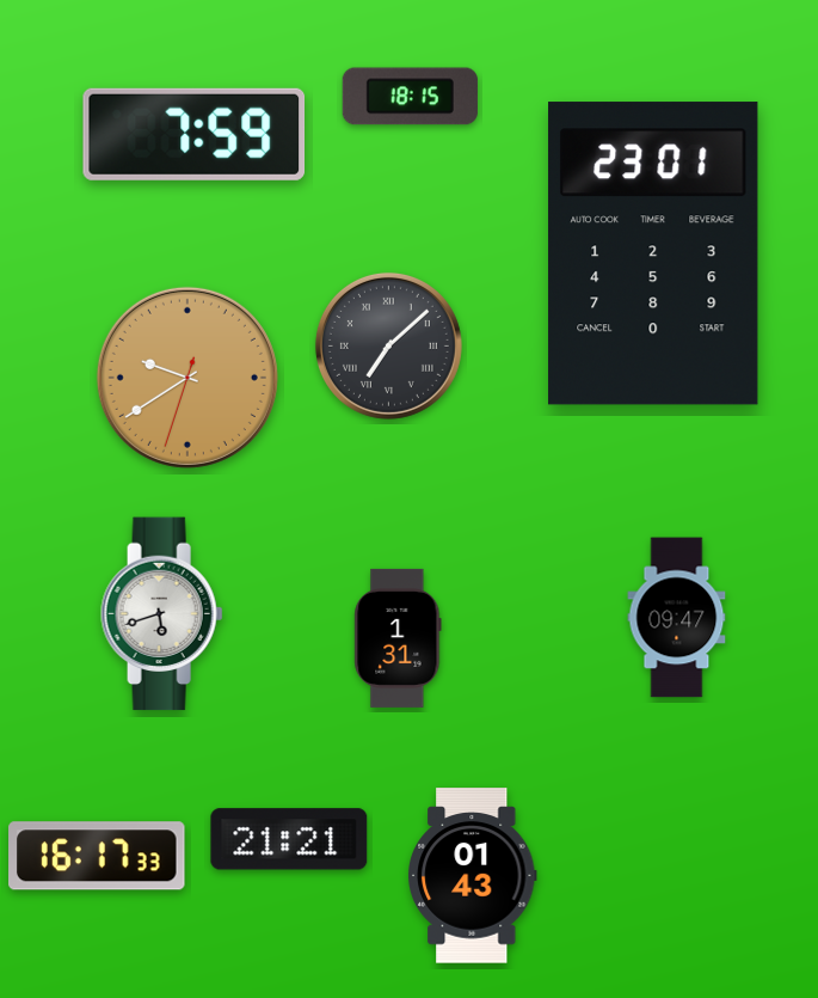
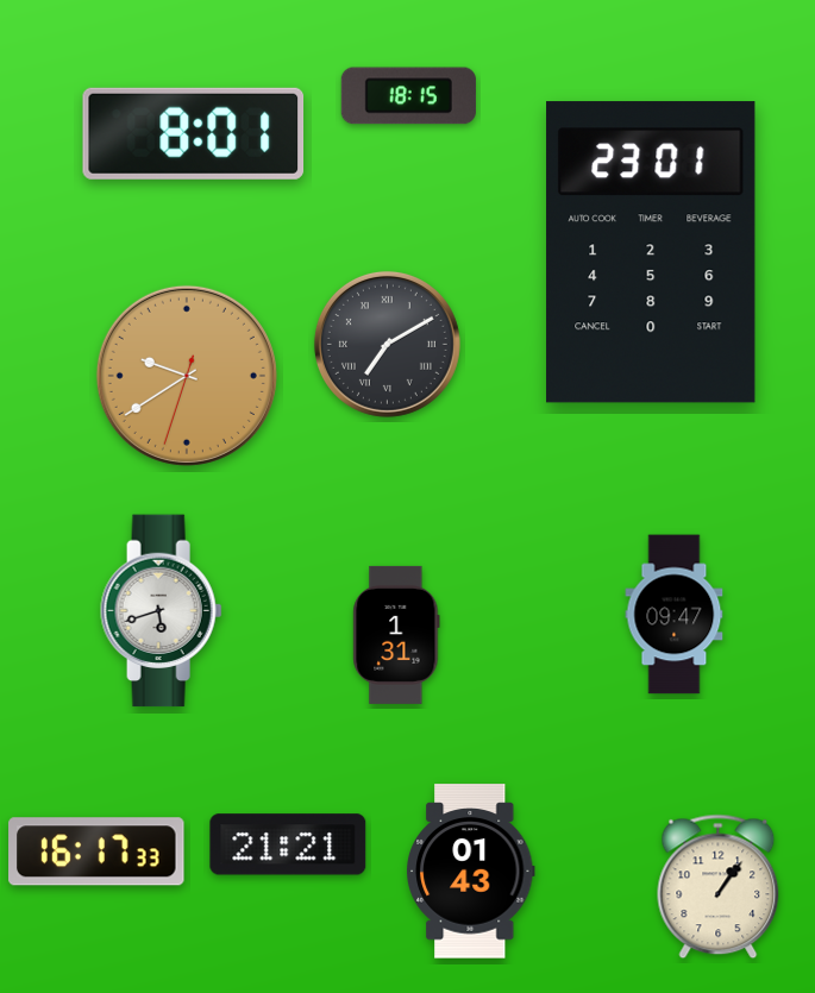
clock at (195, 134): 7:59 -> 8:01
clock at (388, 345): 7:08 -> 7:10
clock at (289, 839) position: (289, 839) -> (288, 844)
clock at (719, 887): none -> 1:06
